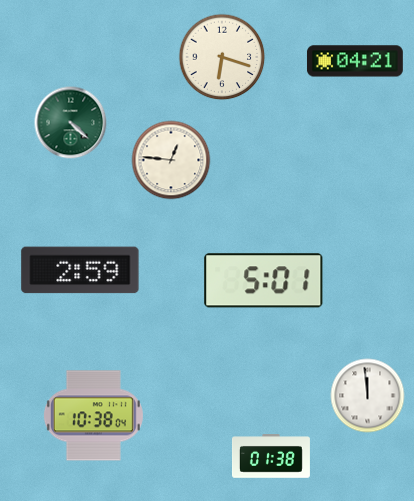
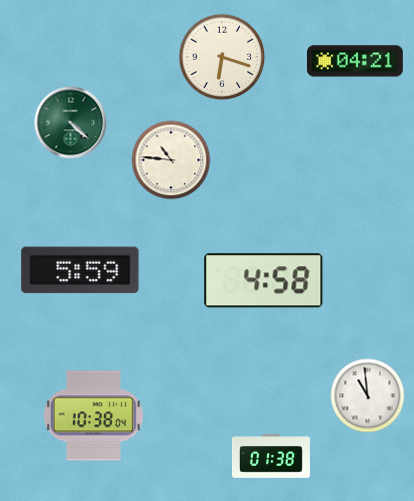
clock at (171, 160): 12:46 -> 10:46
clock at (80, 270): 2:59 -> 5:59
clock at (264, 281): 5:01 -> 4:58
clock at (368, 396): 11:59 -> 10:59
